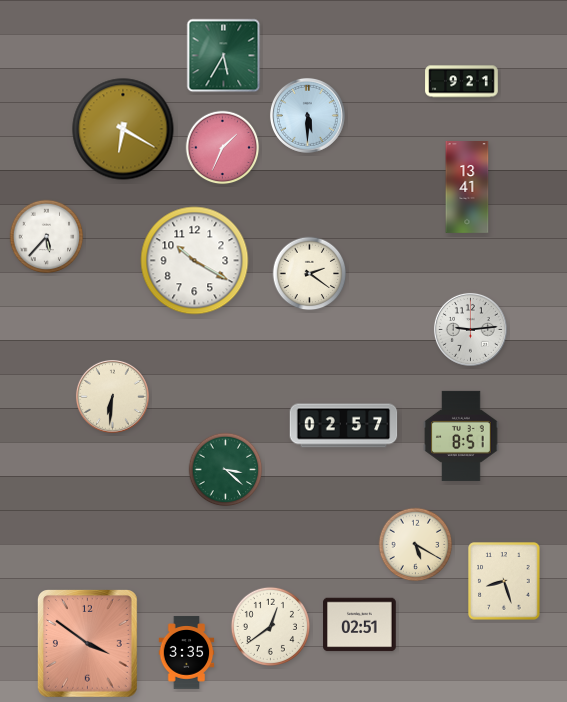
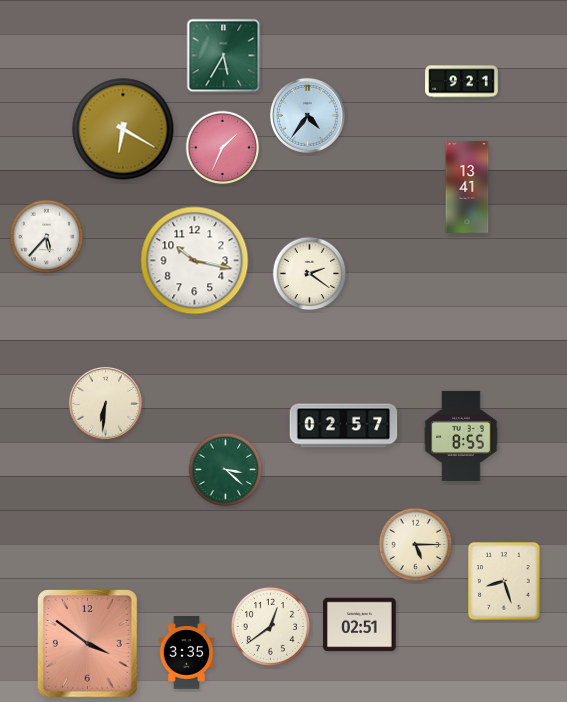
clock at (307, 115): 5:30 -> 4:36
clock at (195, 261): 10:20 -> 10:17
clock at (470, 329): 9:14 -> none
clock at (112, 396) position: (112, 396) -> (105, 403)
clock at (461, 436): 8:51 -> 8:55
clock at (416, 545): 5:20 -> 5:15
